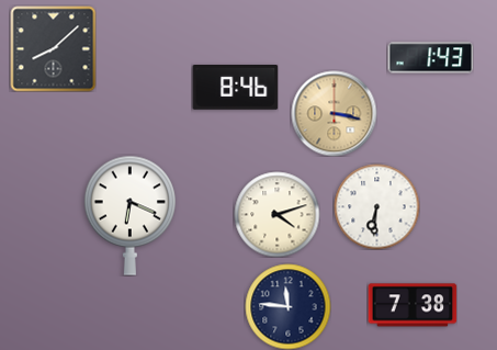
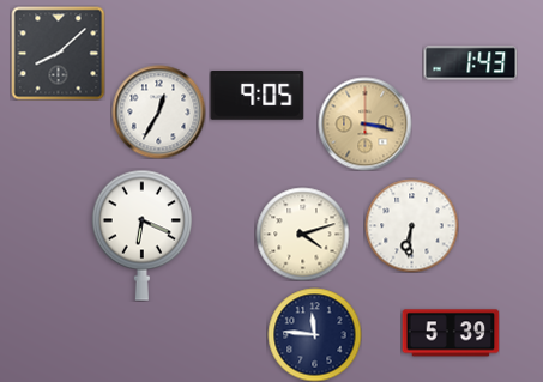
clock at (235, 88): 8:46 -> 9:05
clock at (158, 111): none -> 12:35
clock at (413, 305): 7:38 -> 5:39
